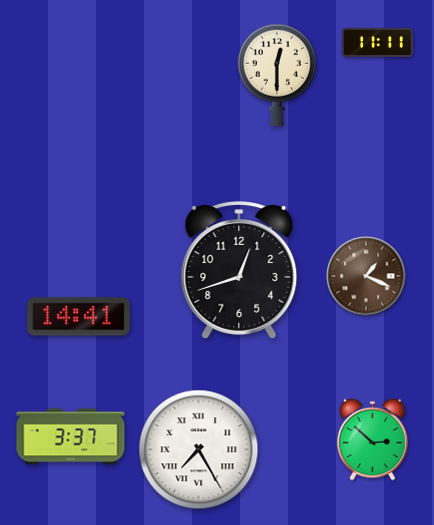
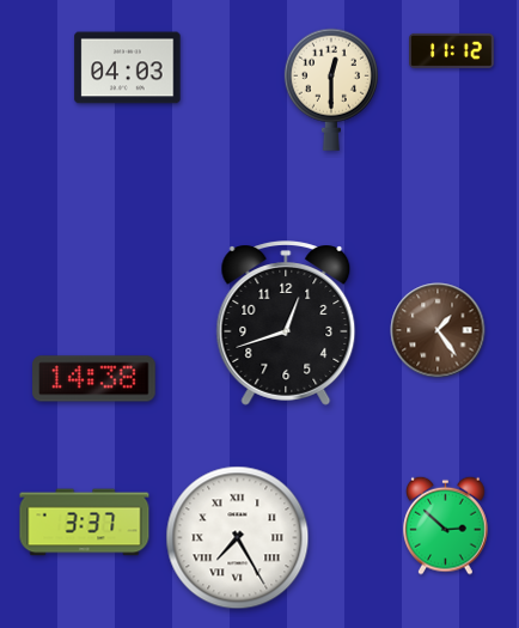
clock at (378, 42): 11:11 -> 11:12
clock at (128, 68): none -> 04:03
clock at (366, 276): 1:19 -> 1:24
clock at (79, 317): 14:41 -> 14:38
